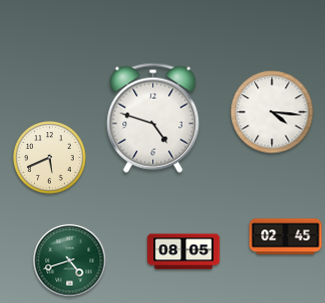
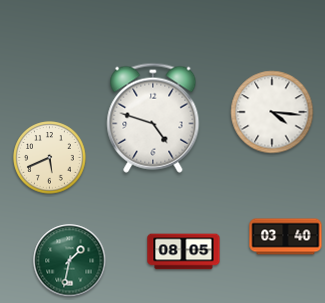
clock at (286, 237): 02:45 -> 03:40
clock at (70, 261): 4:42 -> 1:32
